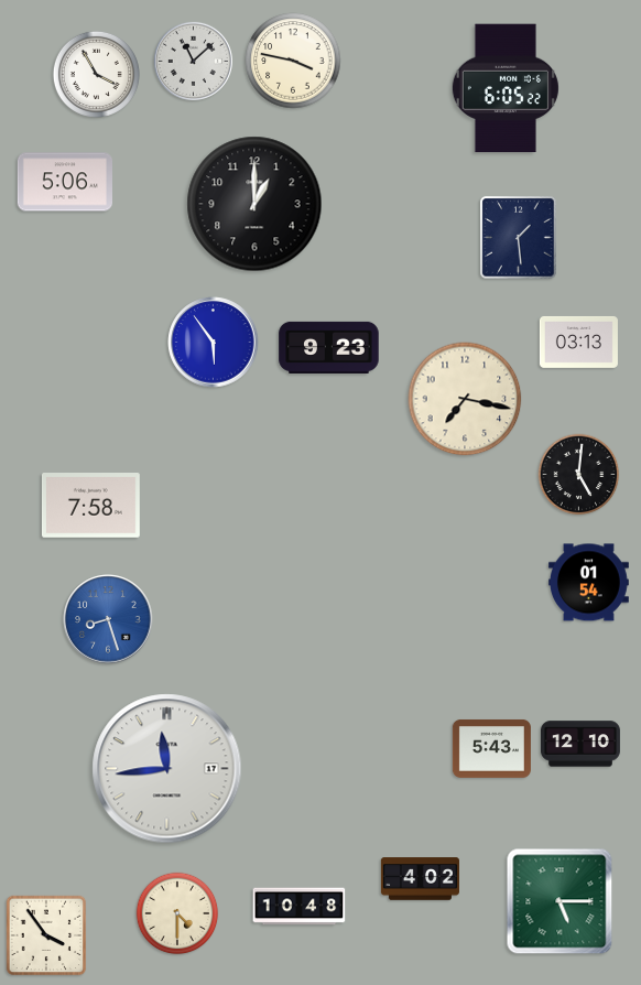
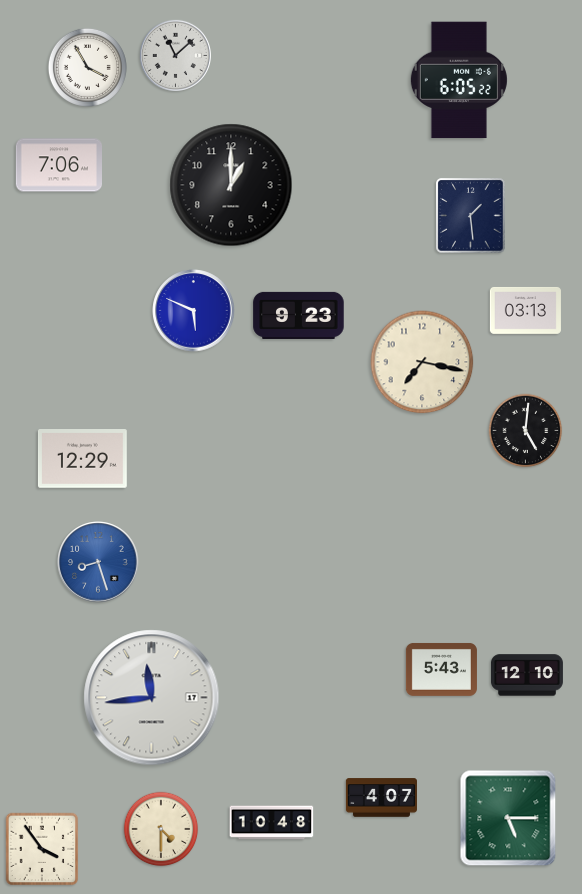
clock at (293, 61): 3:47 -> none
clock at (64, 182): 5:06 -> 7:06
clock at (214, 343): 5:54 -> 5:49
clock at (90, 506): 7:58 -> 12:29
clock at (589, 583): 01:54 -> none
clock at (491, 748) position: (491, 748) -> (441, 669)
clock at (420, 879): 4:02 -> 4:07
